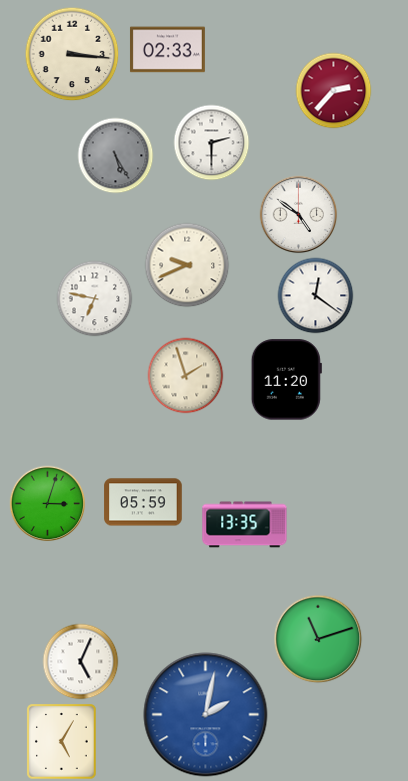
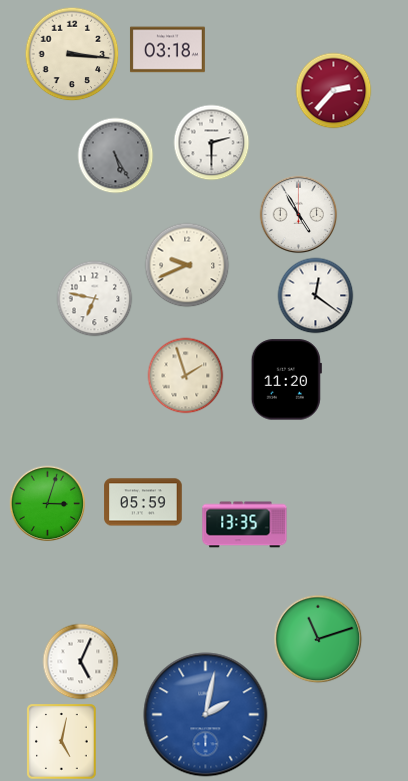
clock at (167, 50): 02:33 -> 03:18
clock at (299, 215): 4:51 -> 4:55
clock at (62, 742): 5:05 -> 5:02
